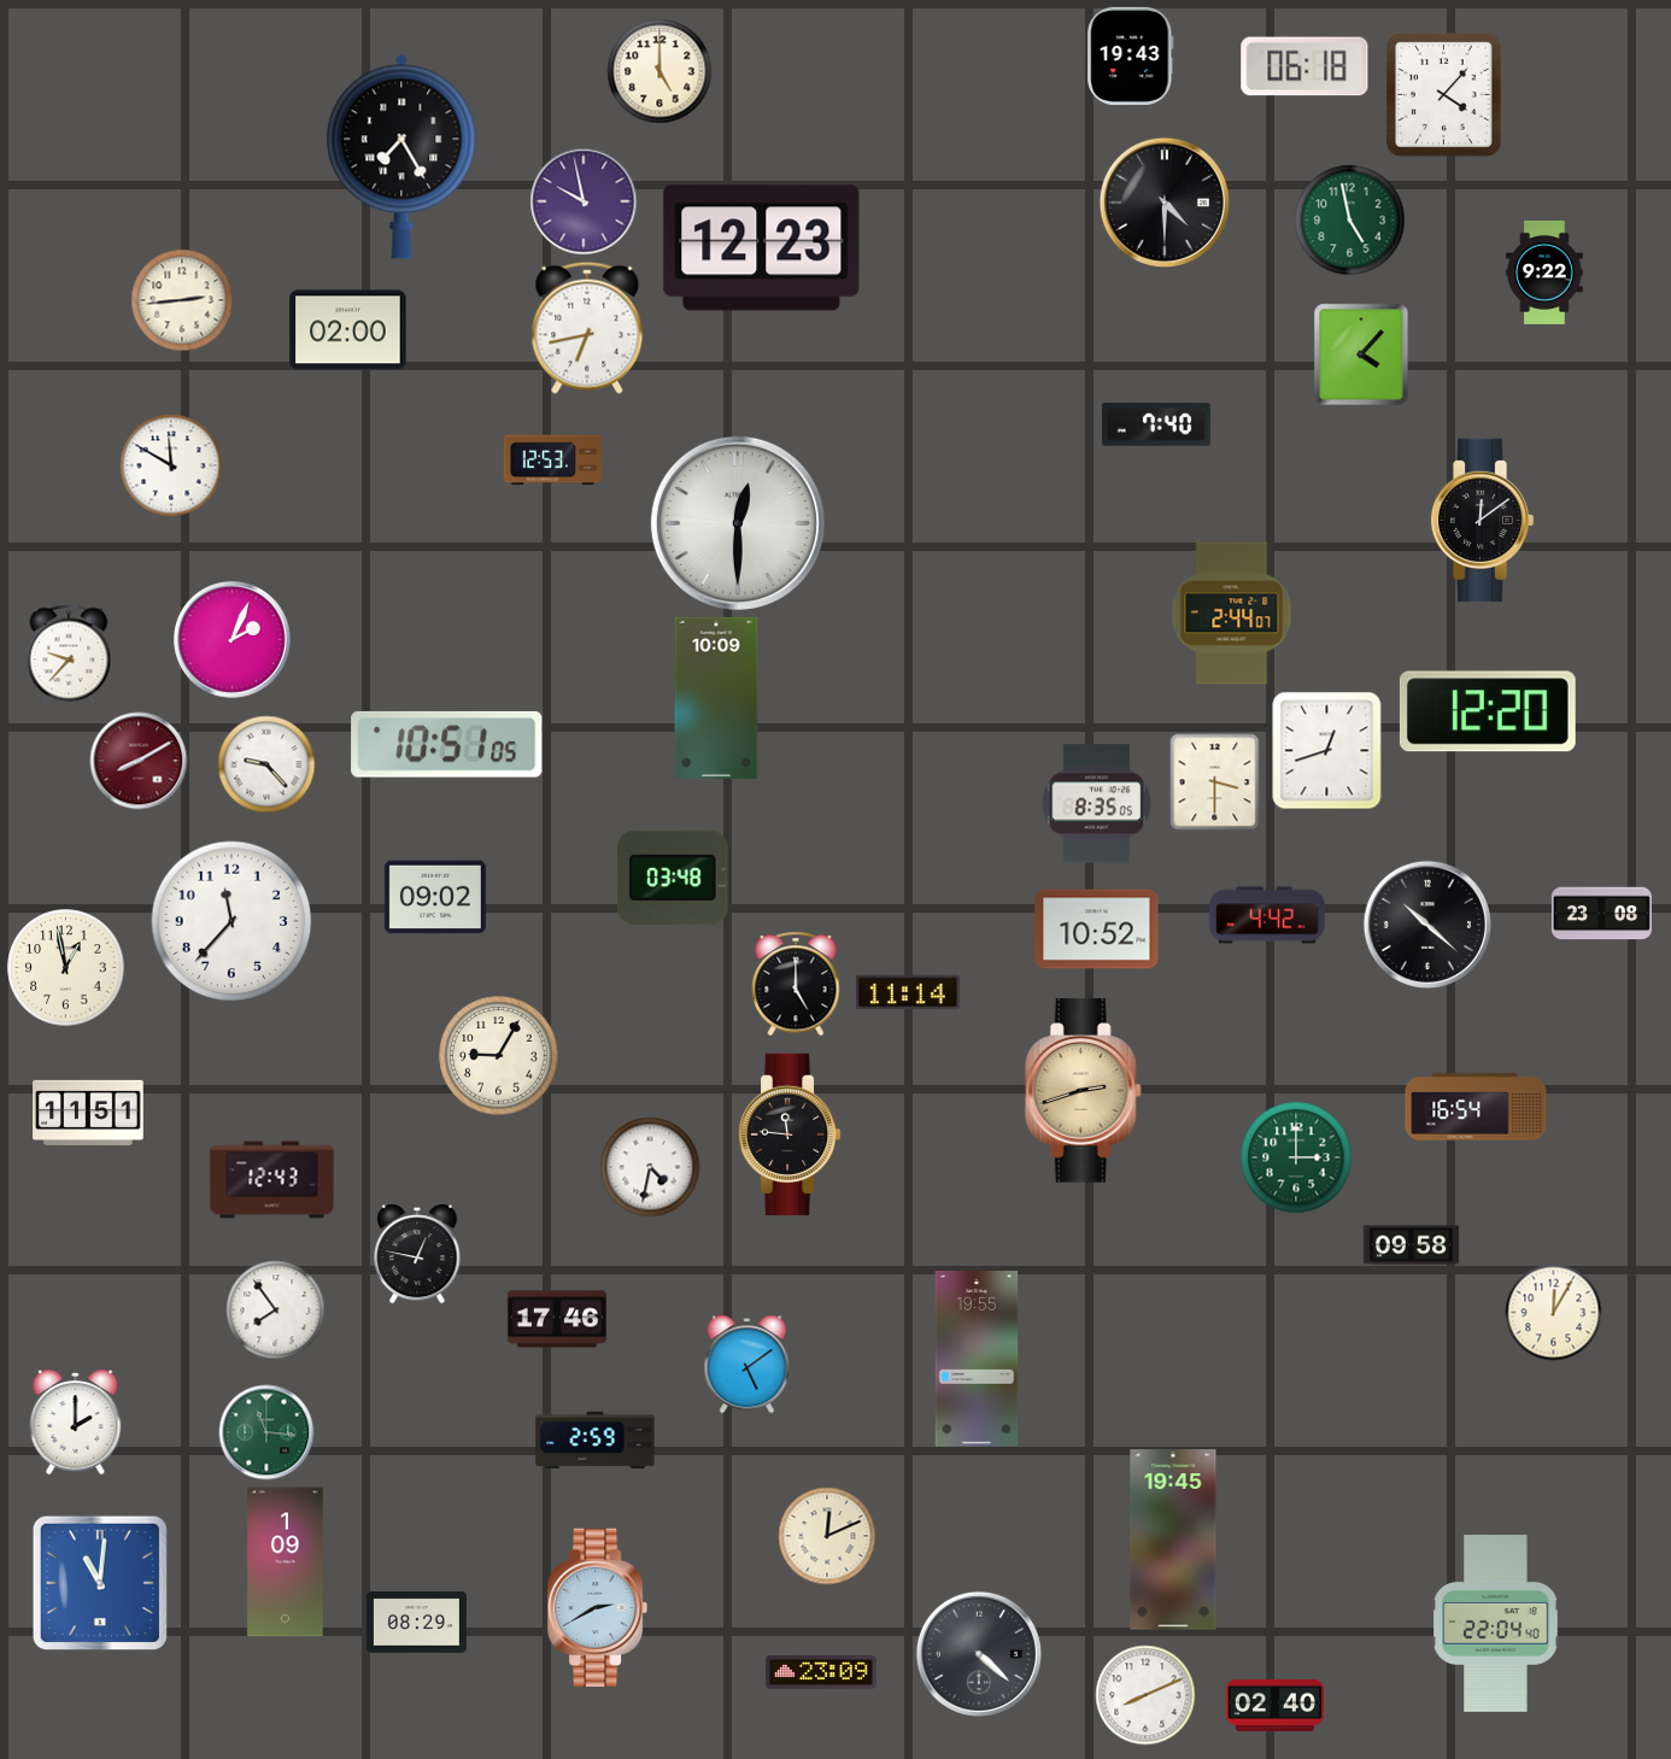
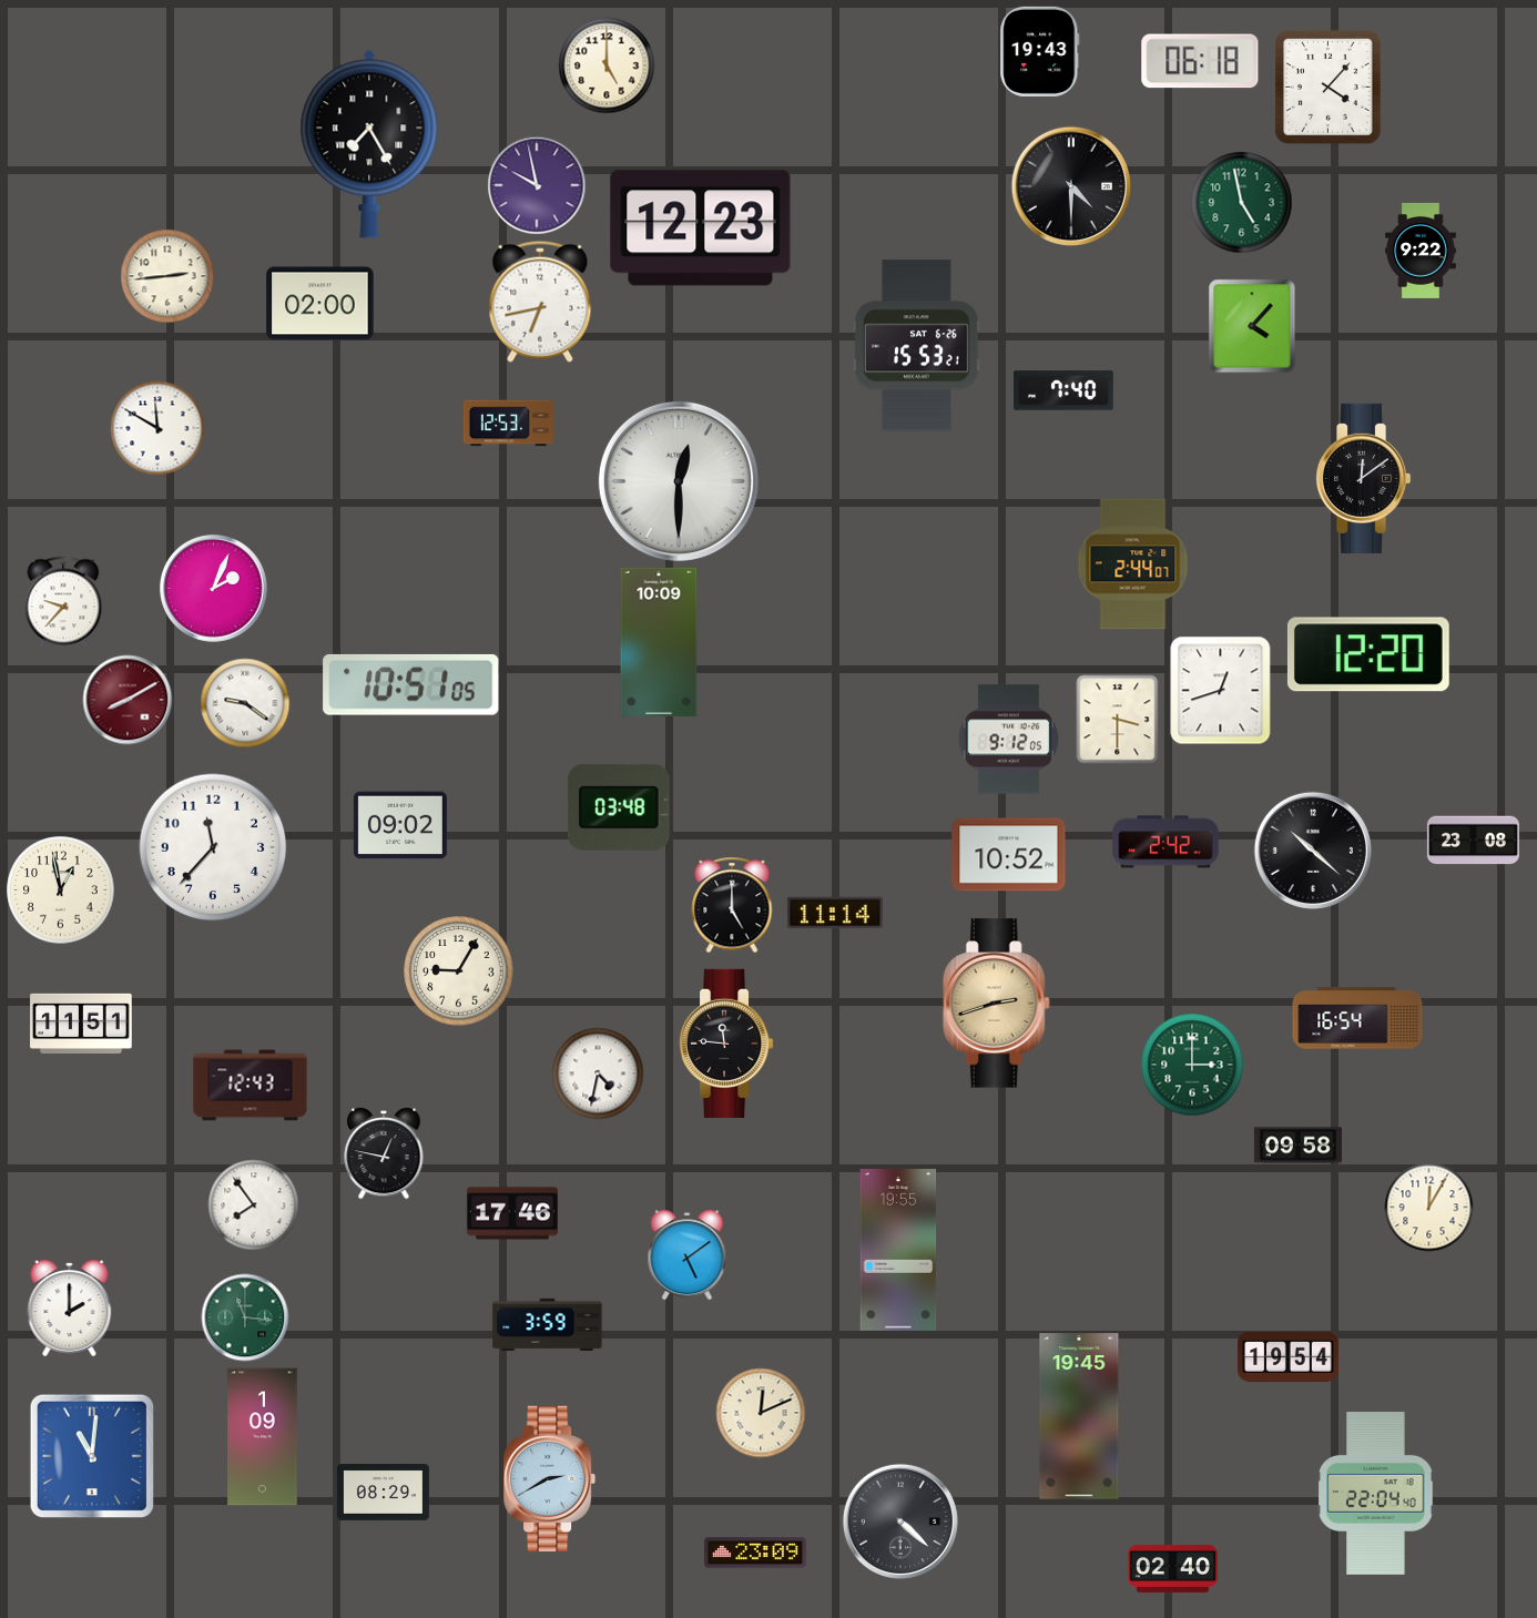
clock at (916, 346): none -> 15:53
clock at (266, 764): 9:23 -> 9:21
clock at (1096, 804): 8:35 -> 9:12
clock at (1267, 915): 4:42 -> 2:42
clock at (596, 1440): 2:59 -> 3:59
clock at (1289, 1356): none -> 19:54
clock at (821, 1672) position: (821, 1672) -> (755, 1553)
clock at (1145, 1695): 8:11 -> none
